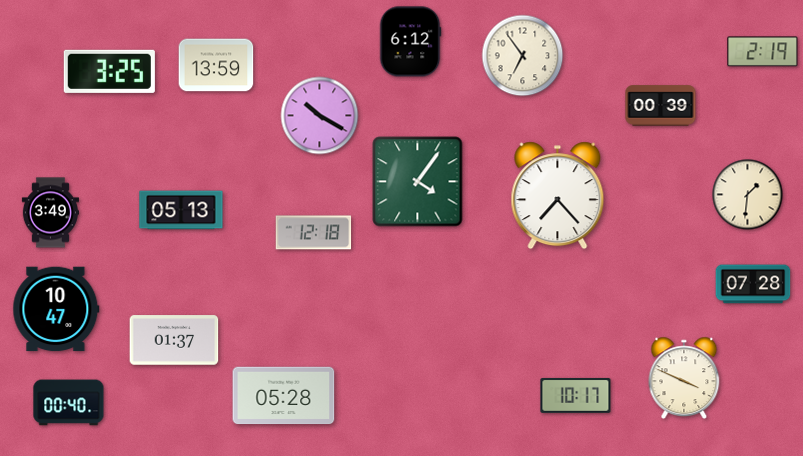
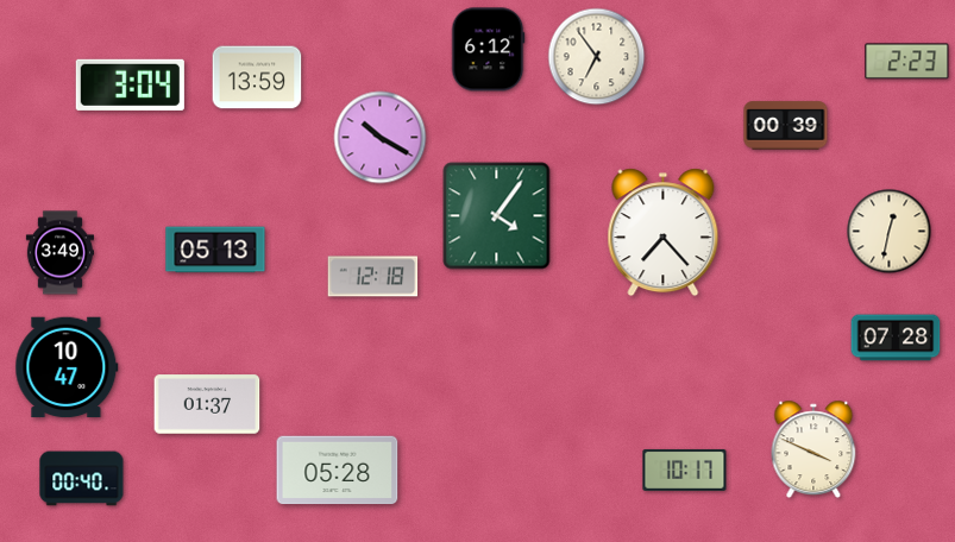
clock at (763, 52): 2:19 -> 2:23
clock at (523, 56) position: (523, 56) -> (597, 57)
clock at (109, 71): 3:25 -> 3:04
clock at (748, 195): 1:31 -> 12:32
